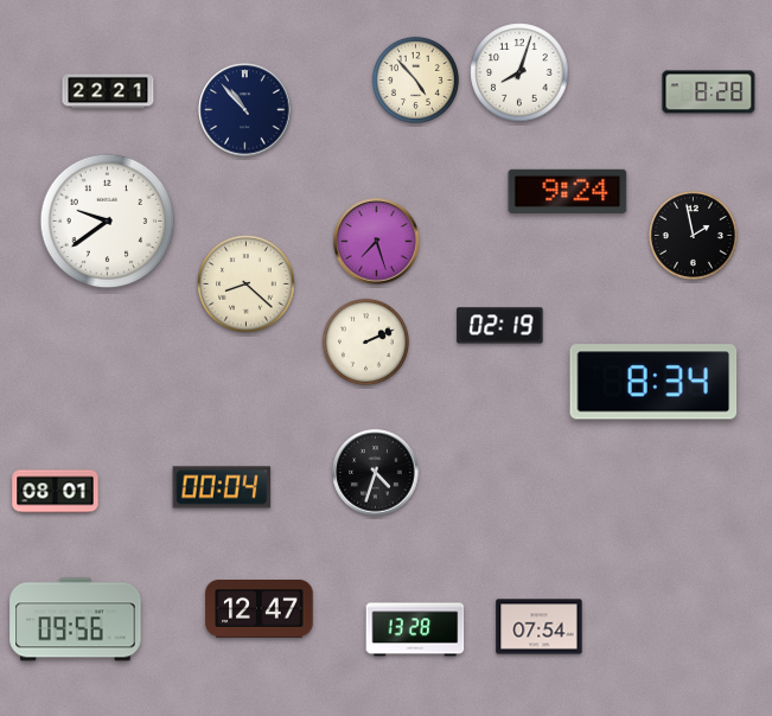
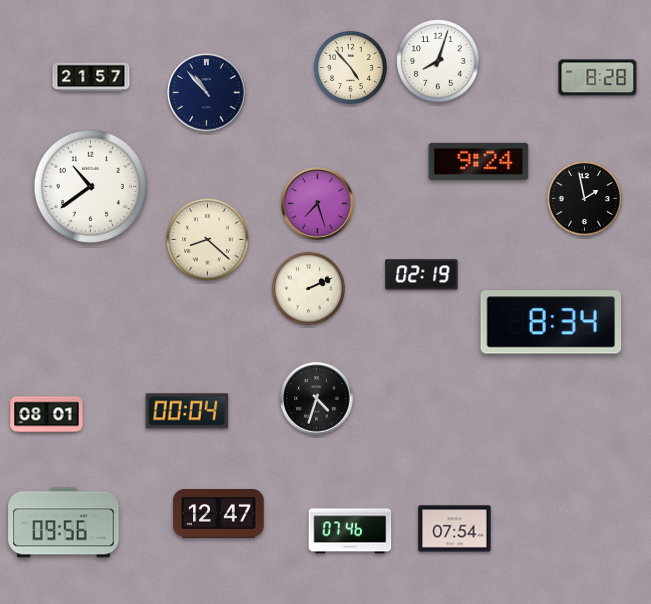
clock at (108, 91): 22:21 -> 21:57
clock at (108, 222): 9:39 -> 10:39
clock at (415, 629): 13:28 -> 07:46
